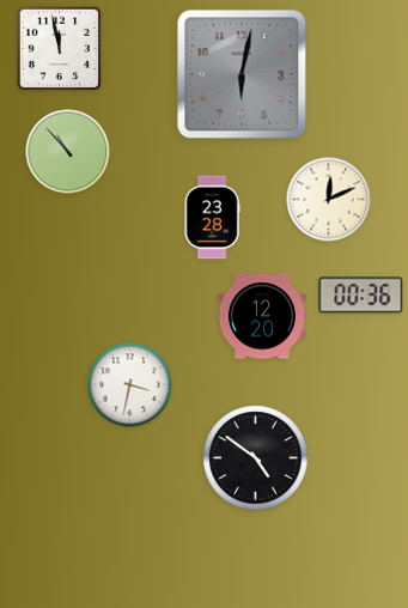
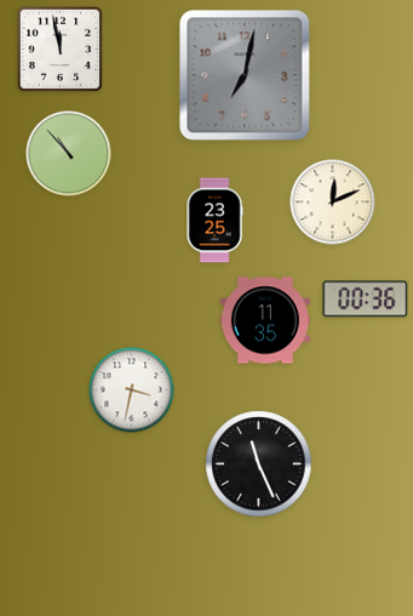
clock at (242, 74): 6:02 -> 7:02
clock at (212, 218): 23:28 -> 23:25
clock at (262, 316): 12:20 -> 11:35
clock at (256, 458): 4:51 -> 11:26
